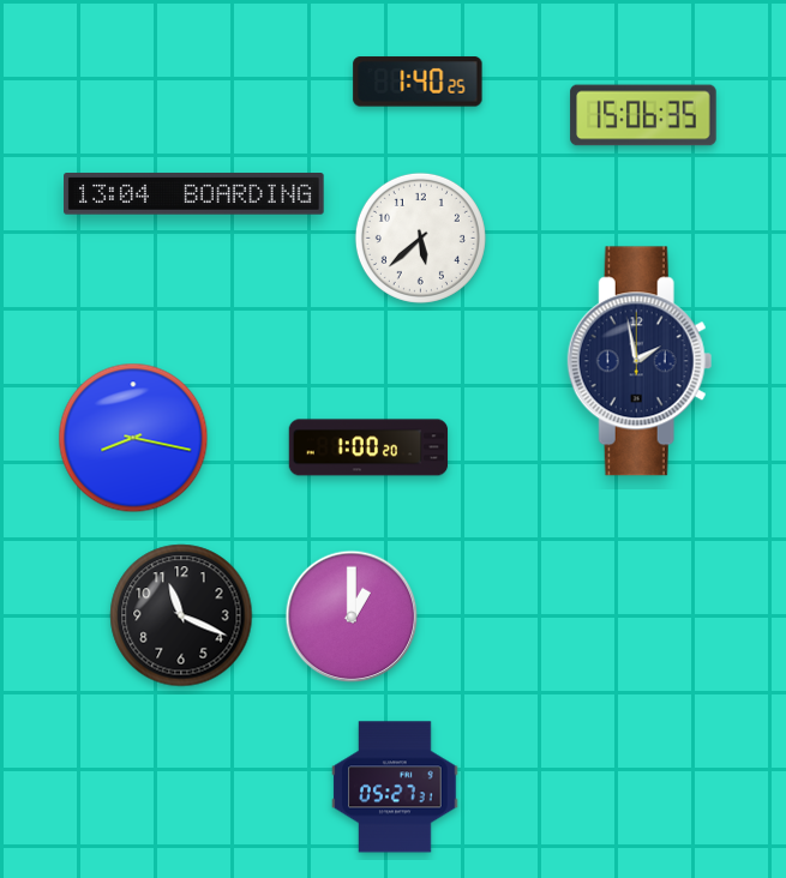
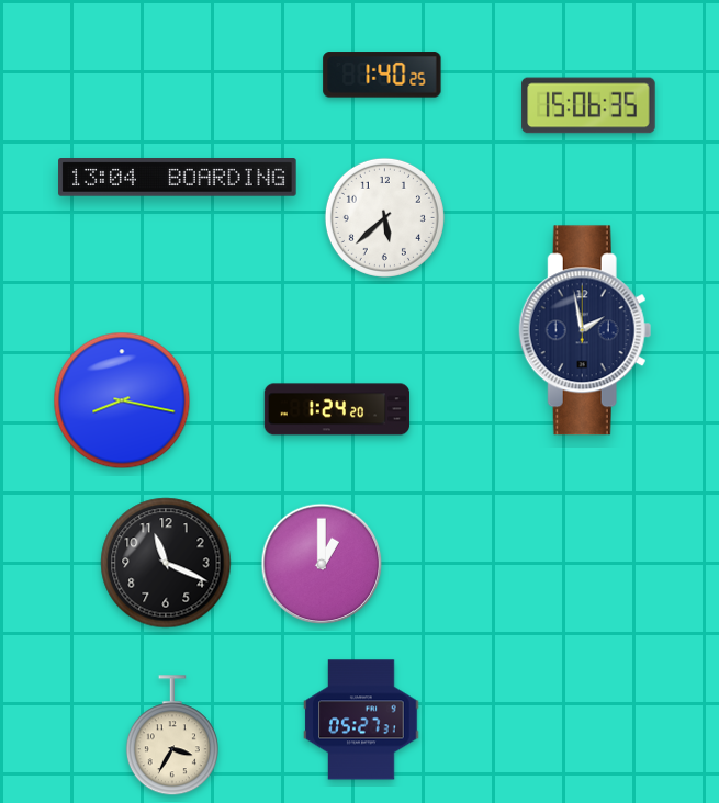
clock at (368, 447): 1:00 -> 1:24
clock at (172, 736): none -> 3:35
